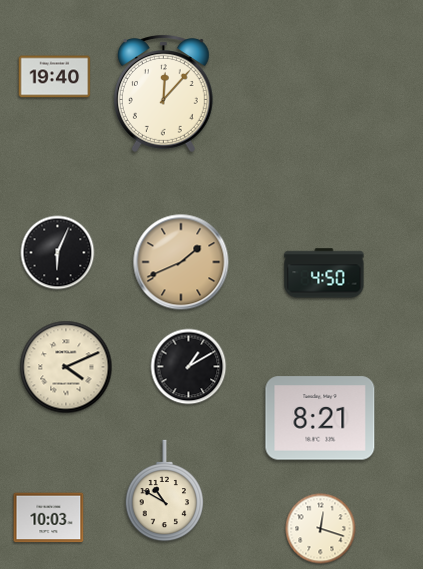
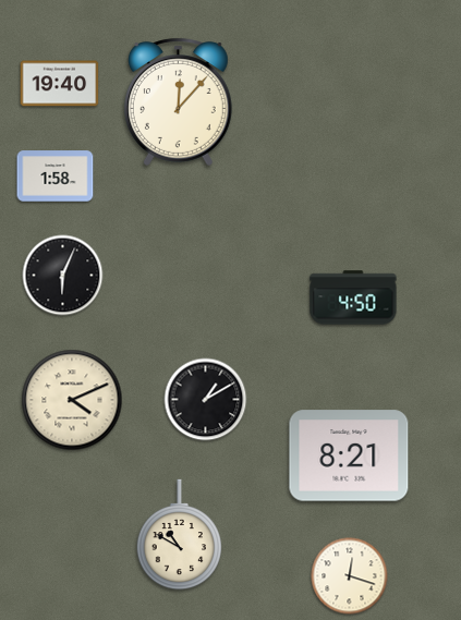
clock at (56, 177): none -> 1:58
clock at (181, 262): 1:41 -> none
clock at (49, 518): 10:03 -> none
